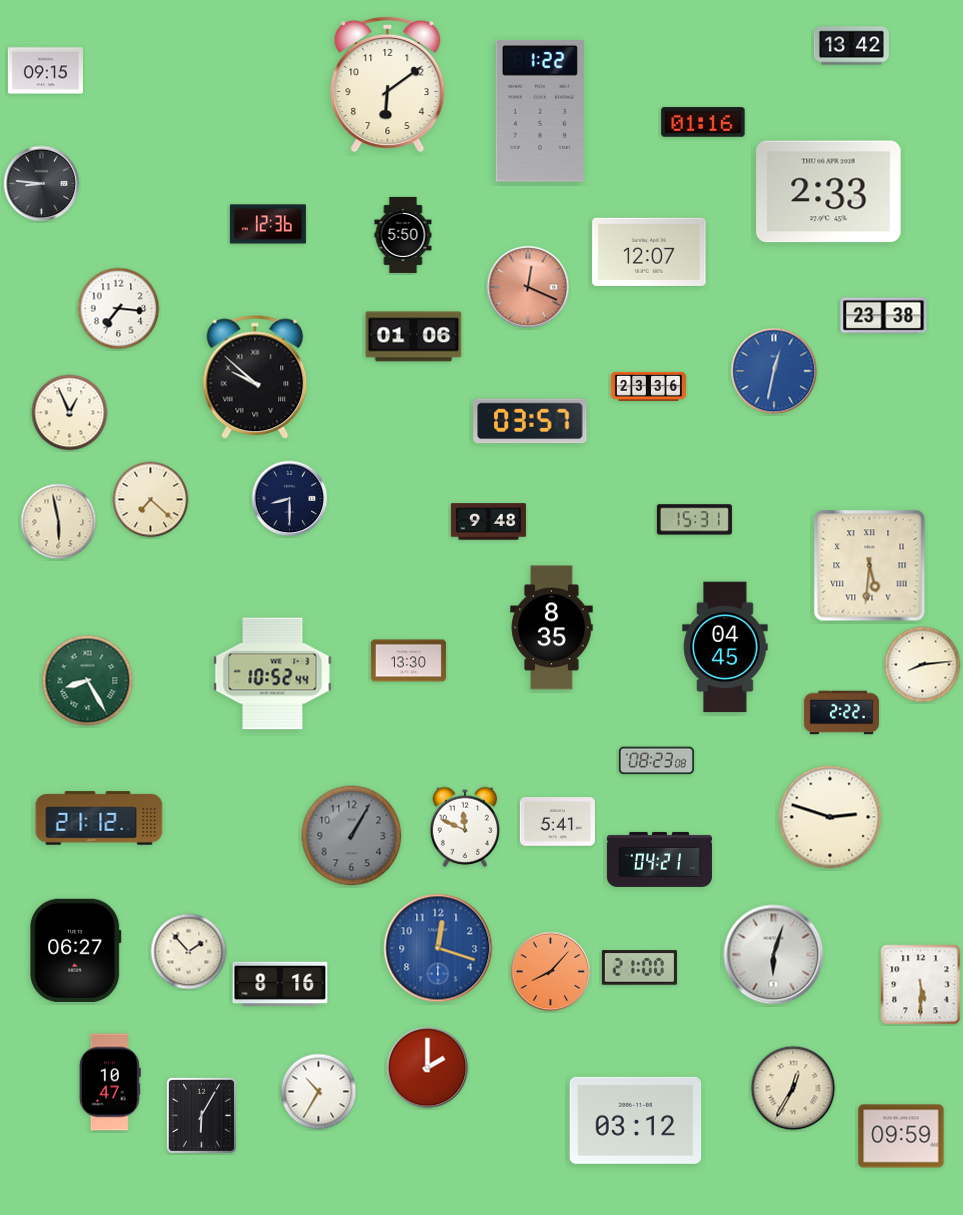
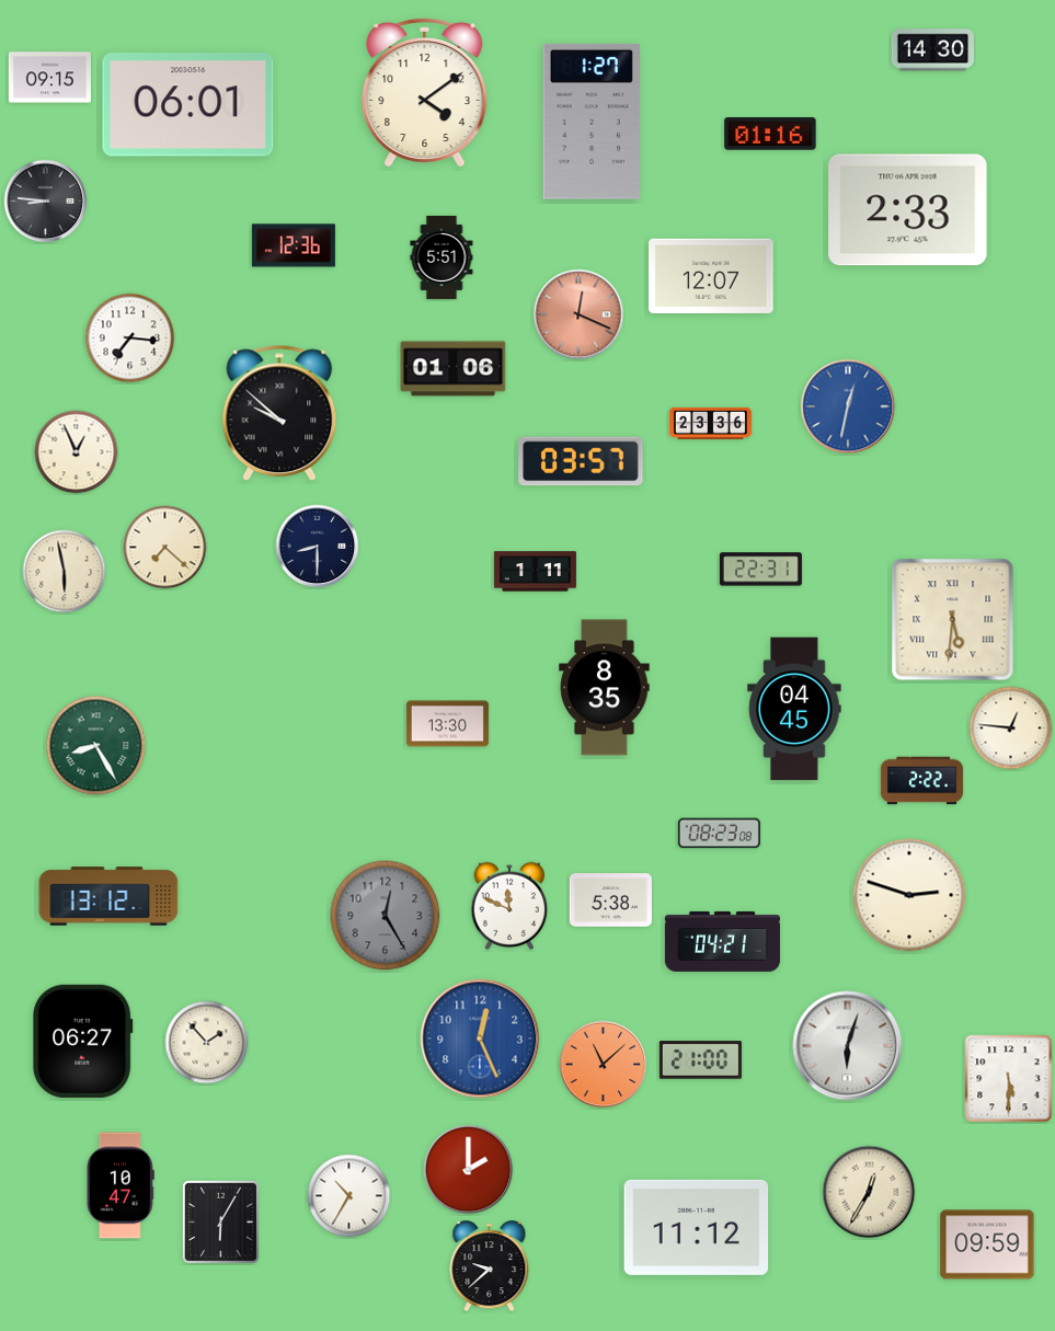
clock at (851, 46): 13:42 -> 14:30
clock at (388, 83): 6:09 -> 4:09
clock at (188, 105): none -> 06:01
clock at (540, 111): 1:22 -> 1:27
clock at (403, 235): 5:50 -> 5:51
clock at (884, 316): 23:38 -> none
clock at (694, 520): 15:31 -> 22:31
clock at (488, 522): 9:48 -> 1:11
clock at (923, 665): 8:14 -> 12:46
clock at (273, 674): 10:52 -> none
clock at (99, 818): 21:12 -> 13:12
clock at (557, 822): 5:41 -> 5:38
clock at (352, 836): 1:05 -> 12:25
clock at (438, 948): 12:18 -> 12:26
clock at (551, 972): 8:07 -> 11:08
clock at (280, 984): 8:16 -> none
clock at (636, 1120): 03:12 -> 11:12
clock at (490, 1266): none -> 9:38
